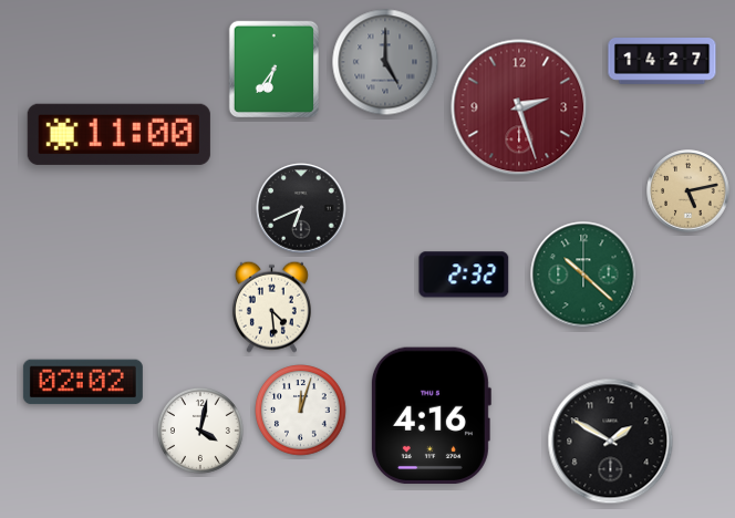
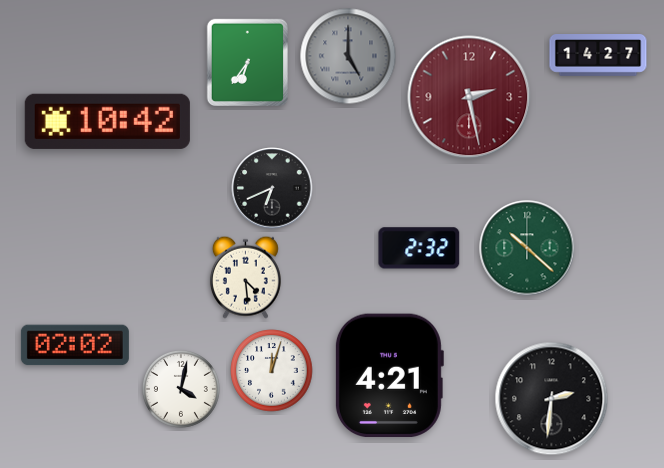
clock at (519, 107): 2:27 -> 2:28
clock at (118, 134): 11:00 -> 10:42
clock at (689, 191): 5:13 -> none
clock at (431, 415): 4:16 -> 4:21
clock at (611, 442): 1:50 -> 2:31
